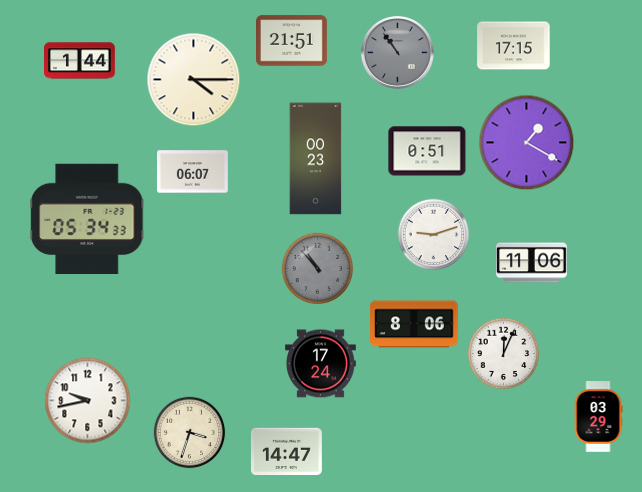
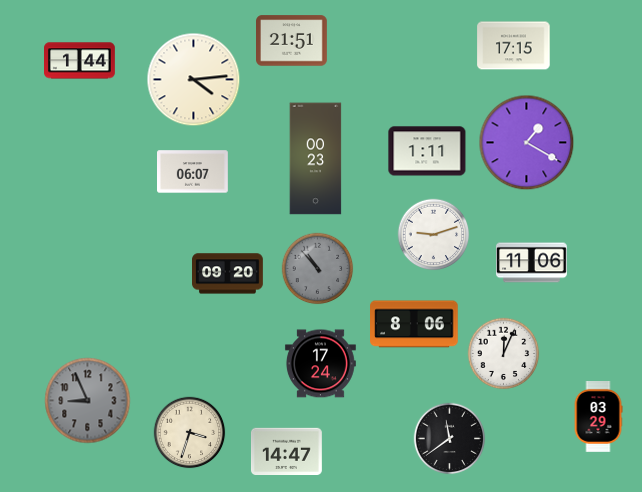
clock at (398, 53): 10:54 -> none
clock at (194, 80): 4:15 -> 4:14
clock at (427, 151): 0:51 -> 1:11
clock at (87, 219): 05:34 -> none
clock at (228, 274): none -> 09:20
clock at (88, 401): 9:43 -> 8:56
clock at (88, 401) dial: white -> grey
clock at (450, 439): none -> 11:39
